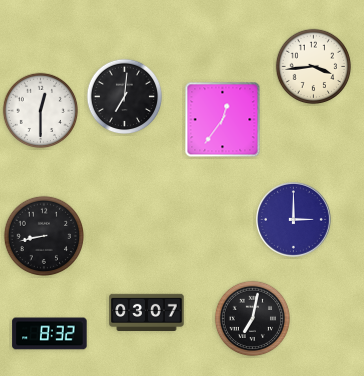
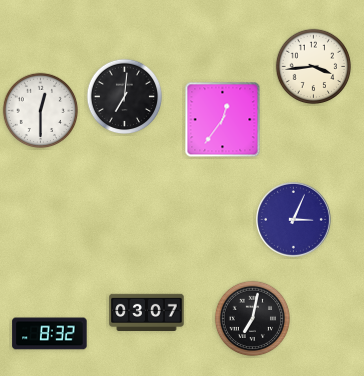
clock at (293, 219): 3:00 -> 3:04
clock at (43, 235): 8:43 -> none
